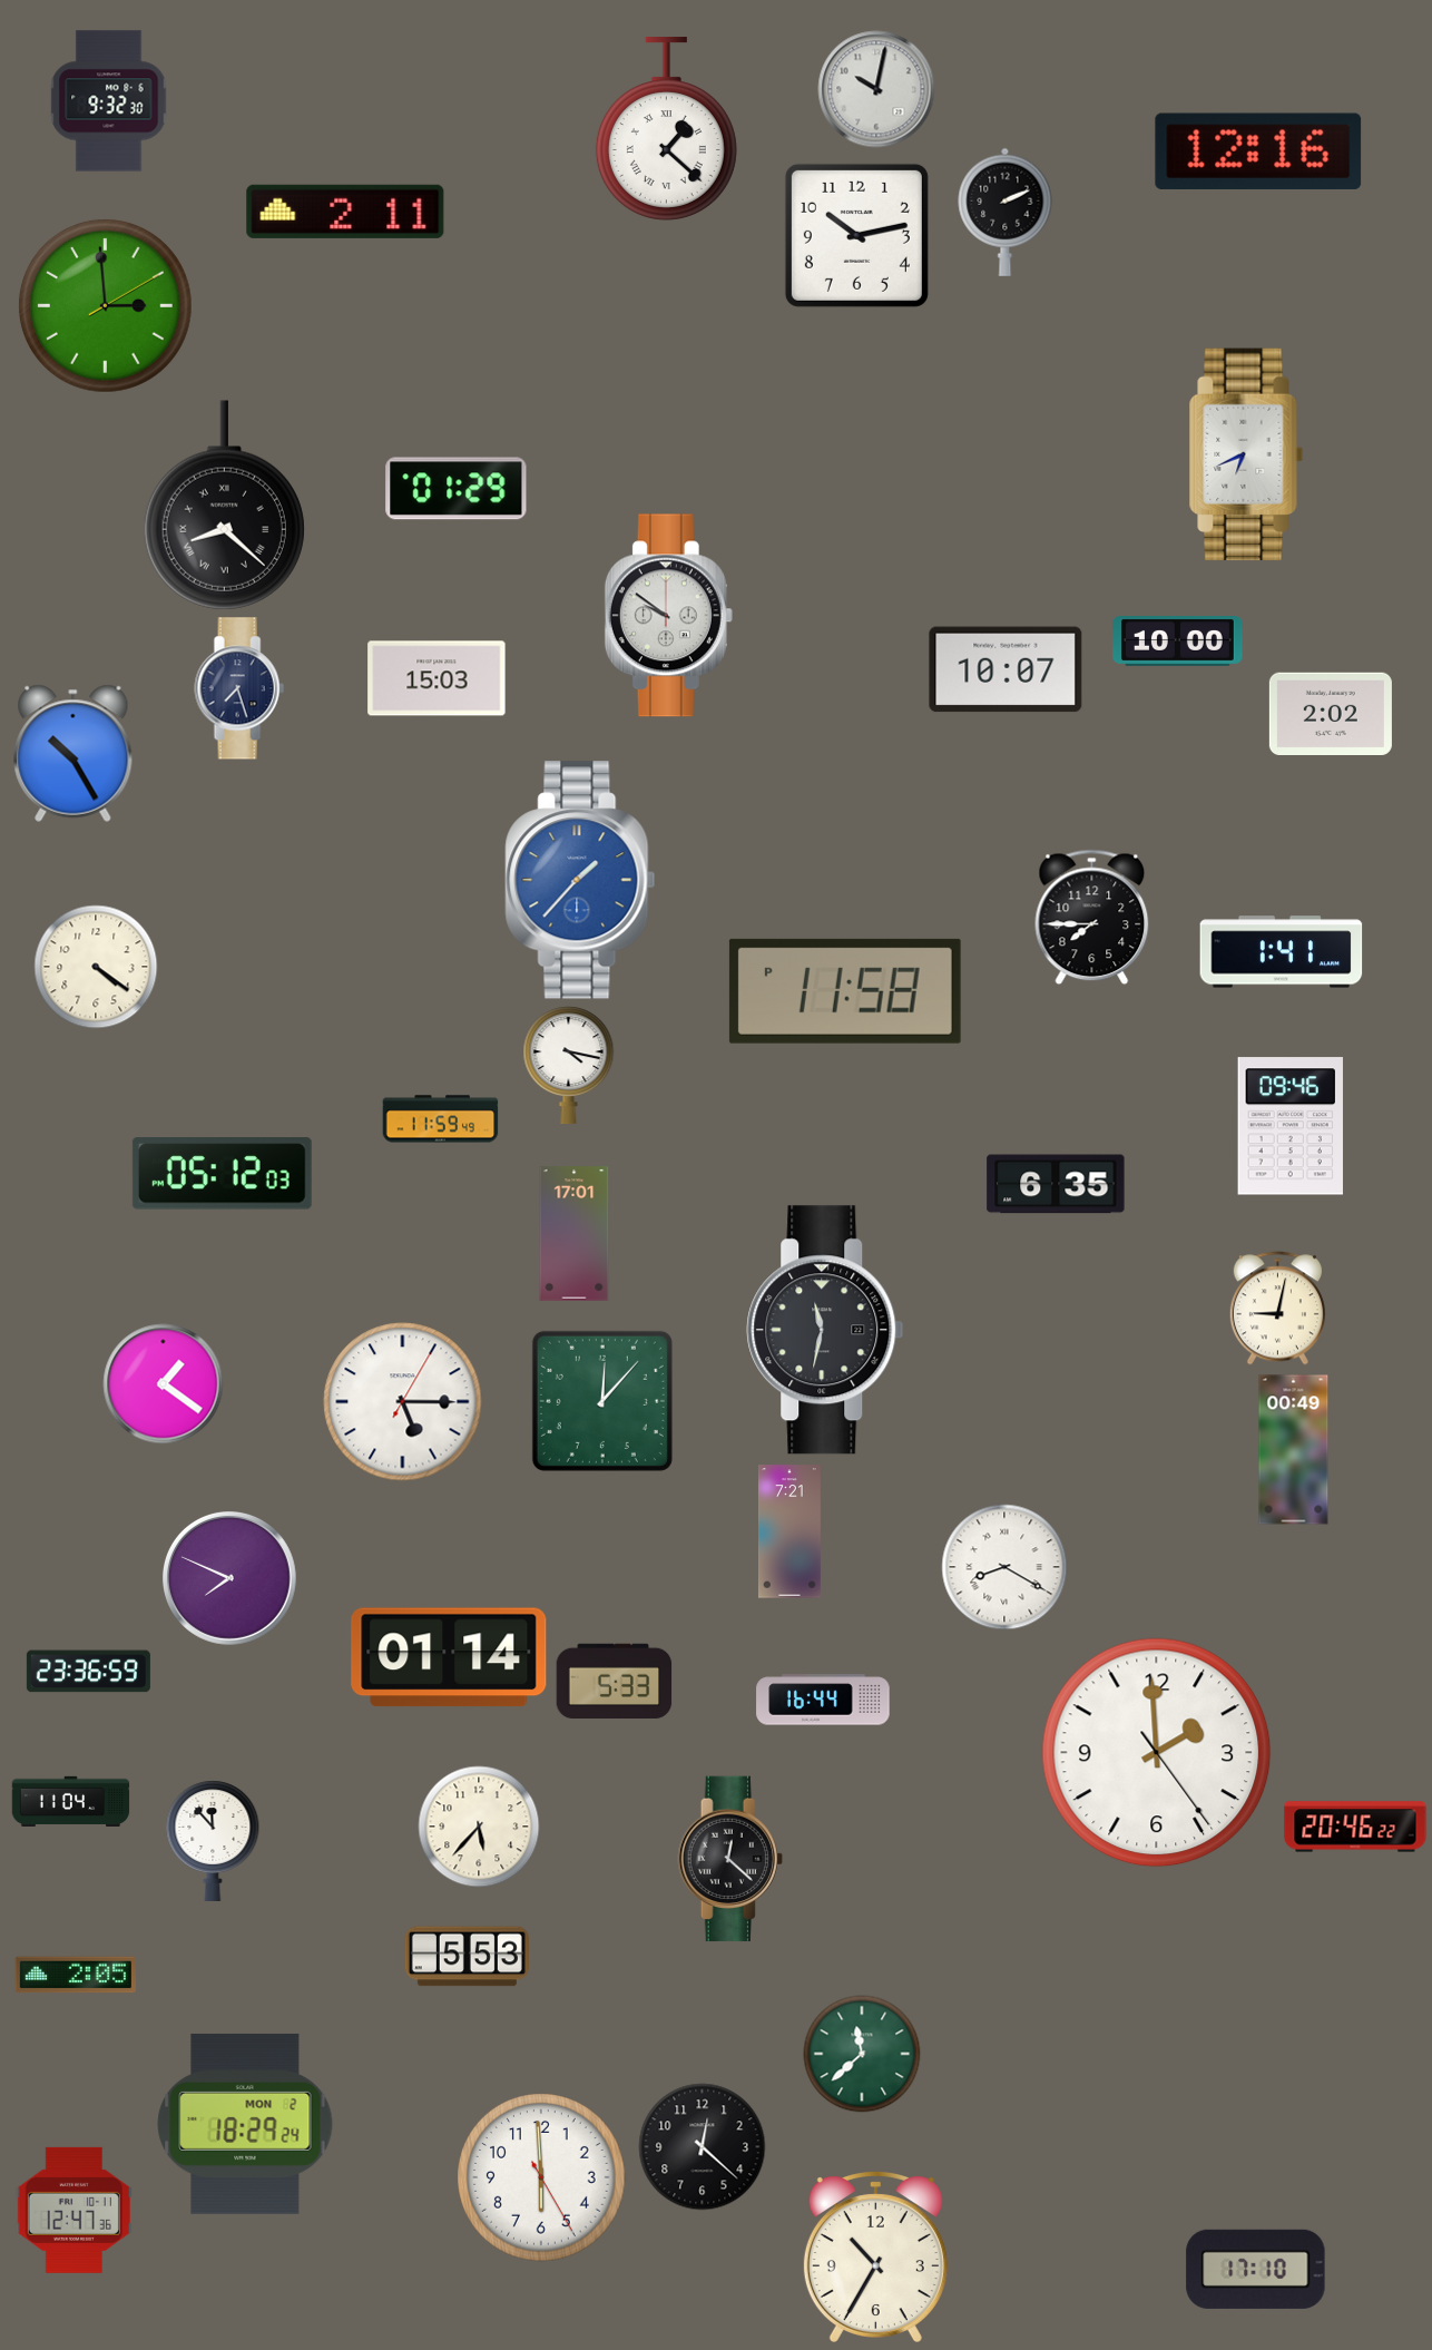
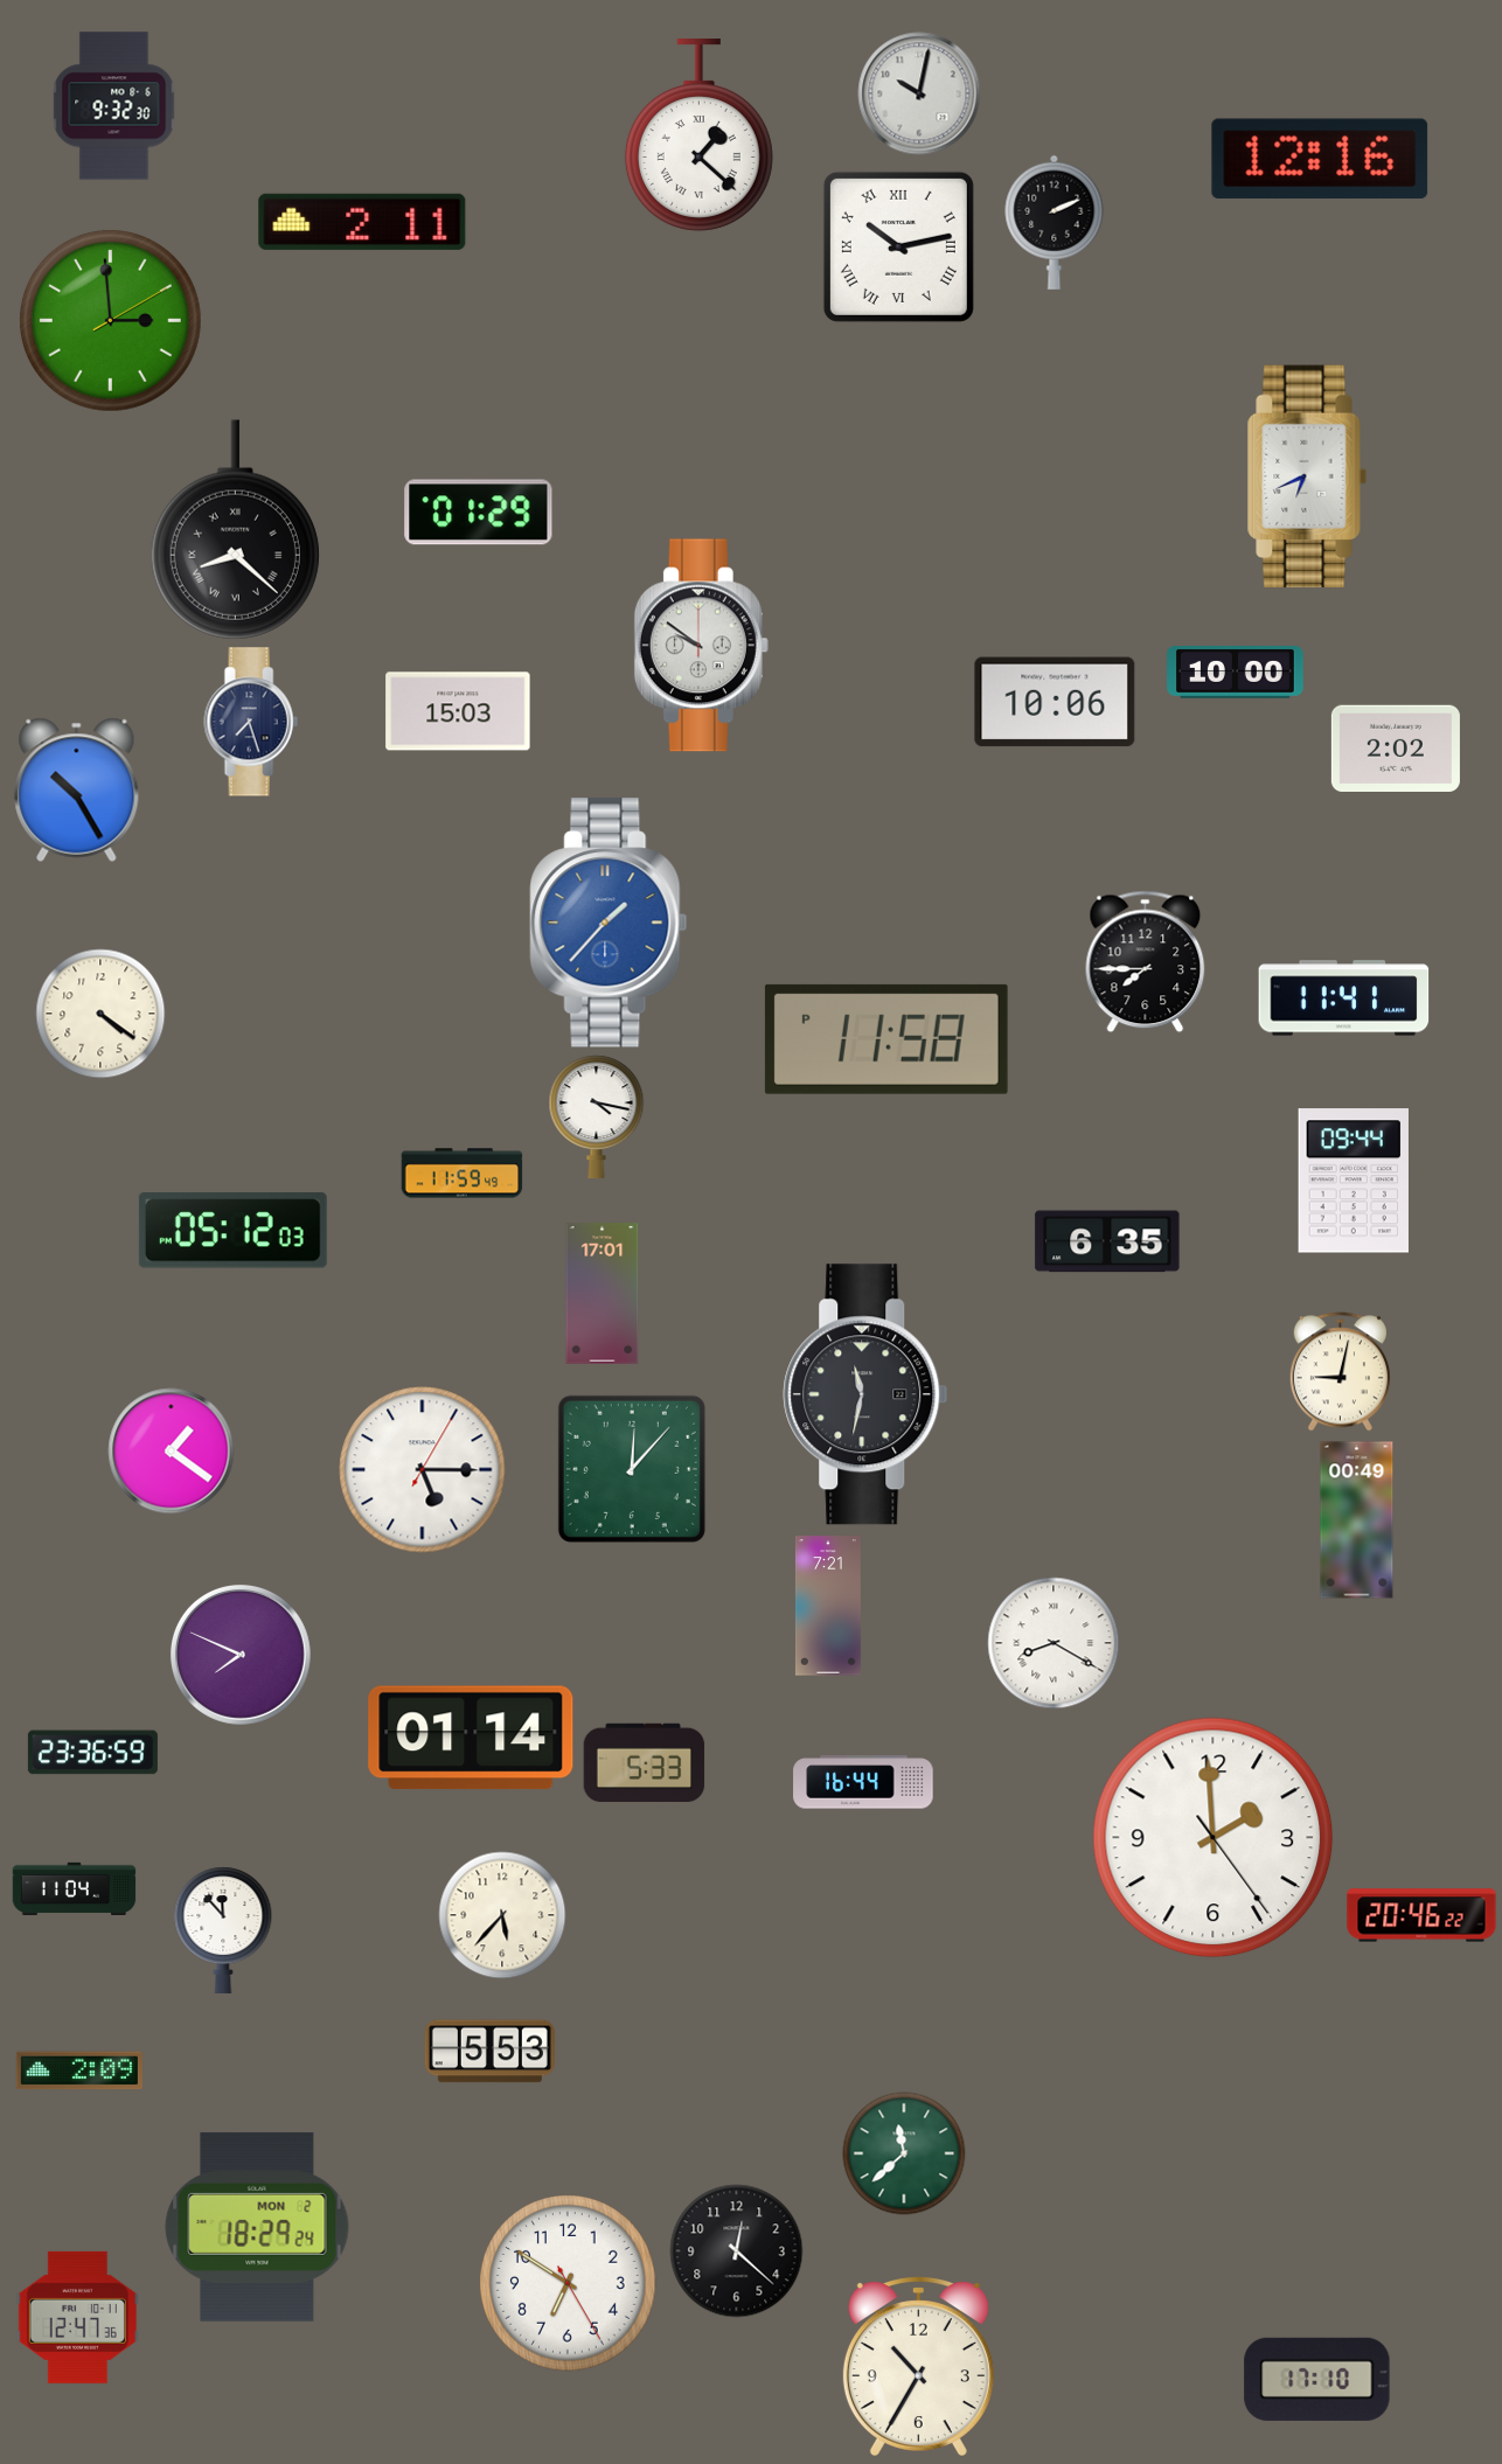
clock at (856, 235) numerals: Arabic -> Roman
clock at (1006, 669): 10:07 -> 10:06
clock at (1282, 952): 1:41 -> 11:41
clock at (1289, 1126): 09:46 -> 09:44
clock at (730, 1859): 12:22 -> none
clock at (76, 1975): 2:05 -> 2:09
clock at (541, 2177): 5:59 -> 6:50
